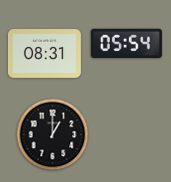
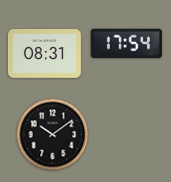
clock at (126, 43): 05:54 -> 17:54
clock at (53, 135): 1:00 -> 10:09
